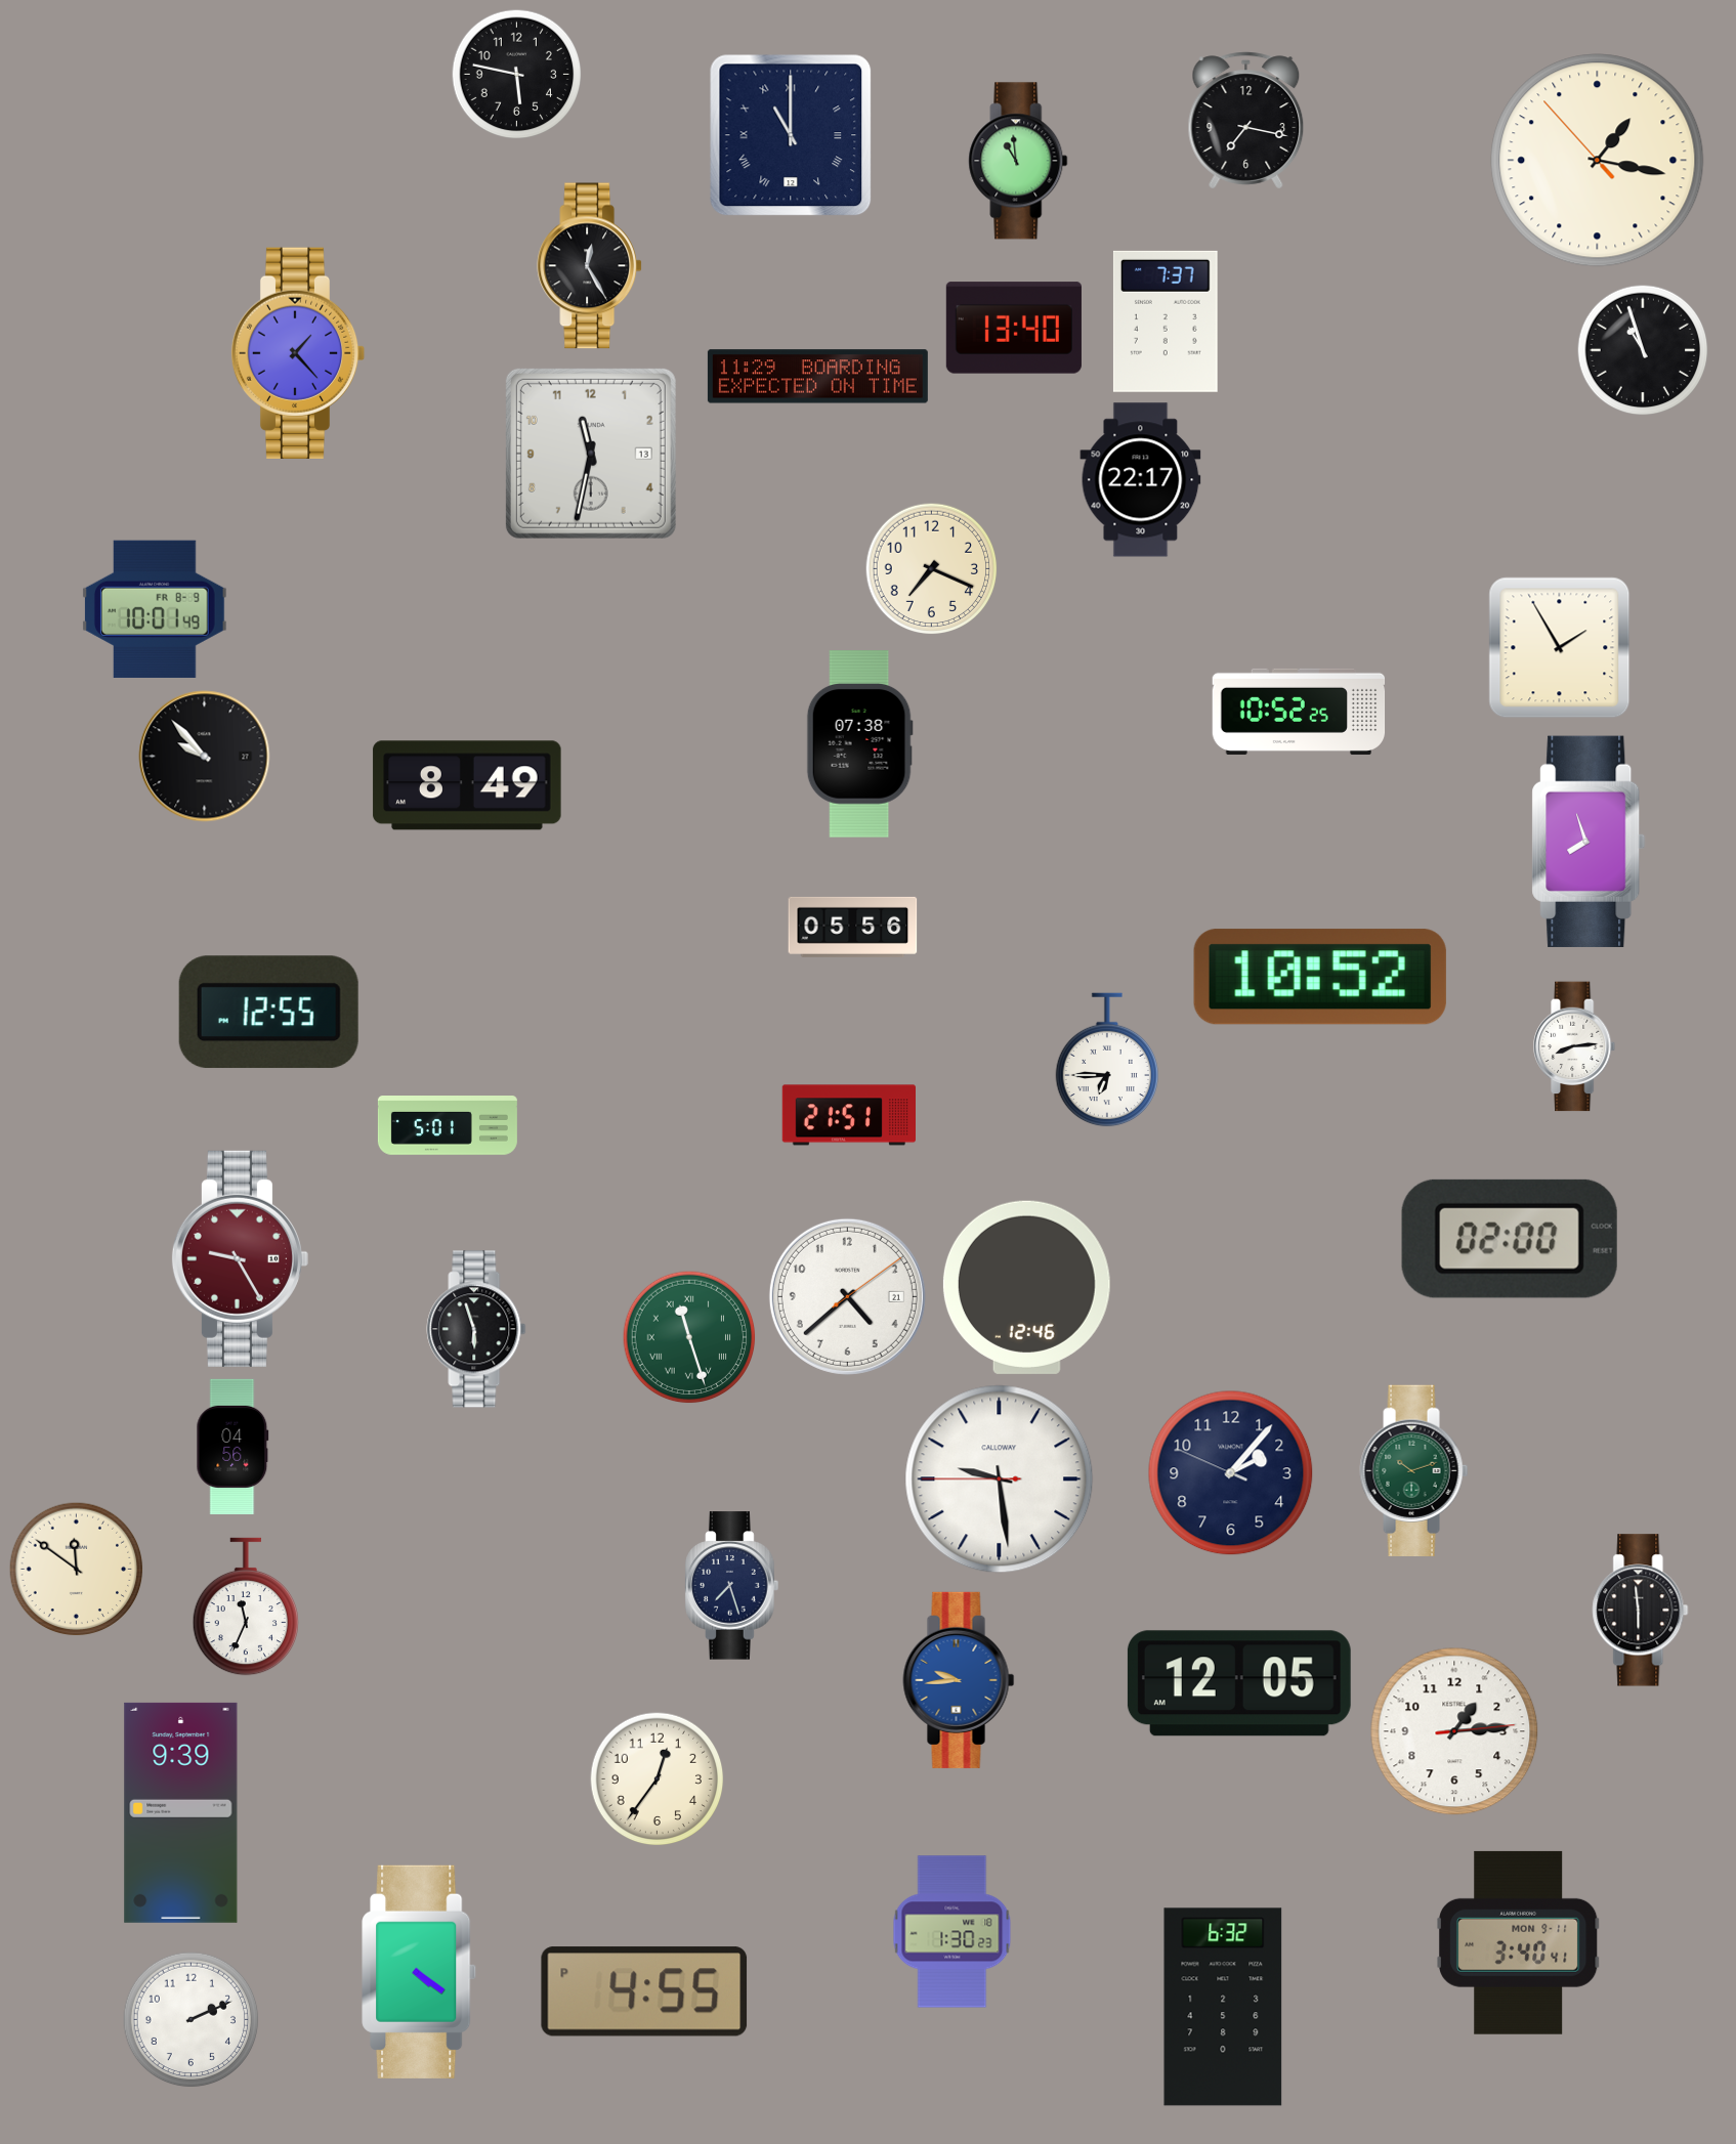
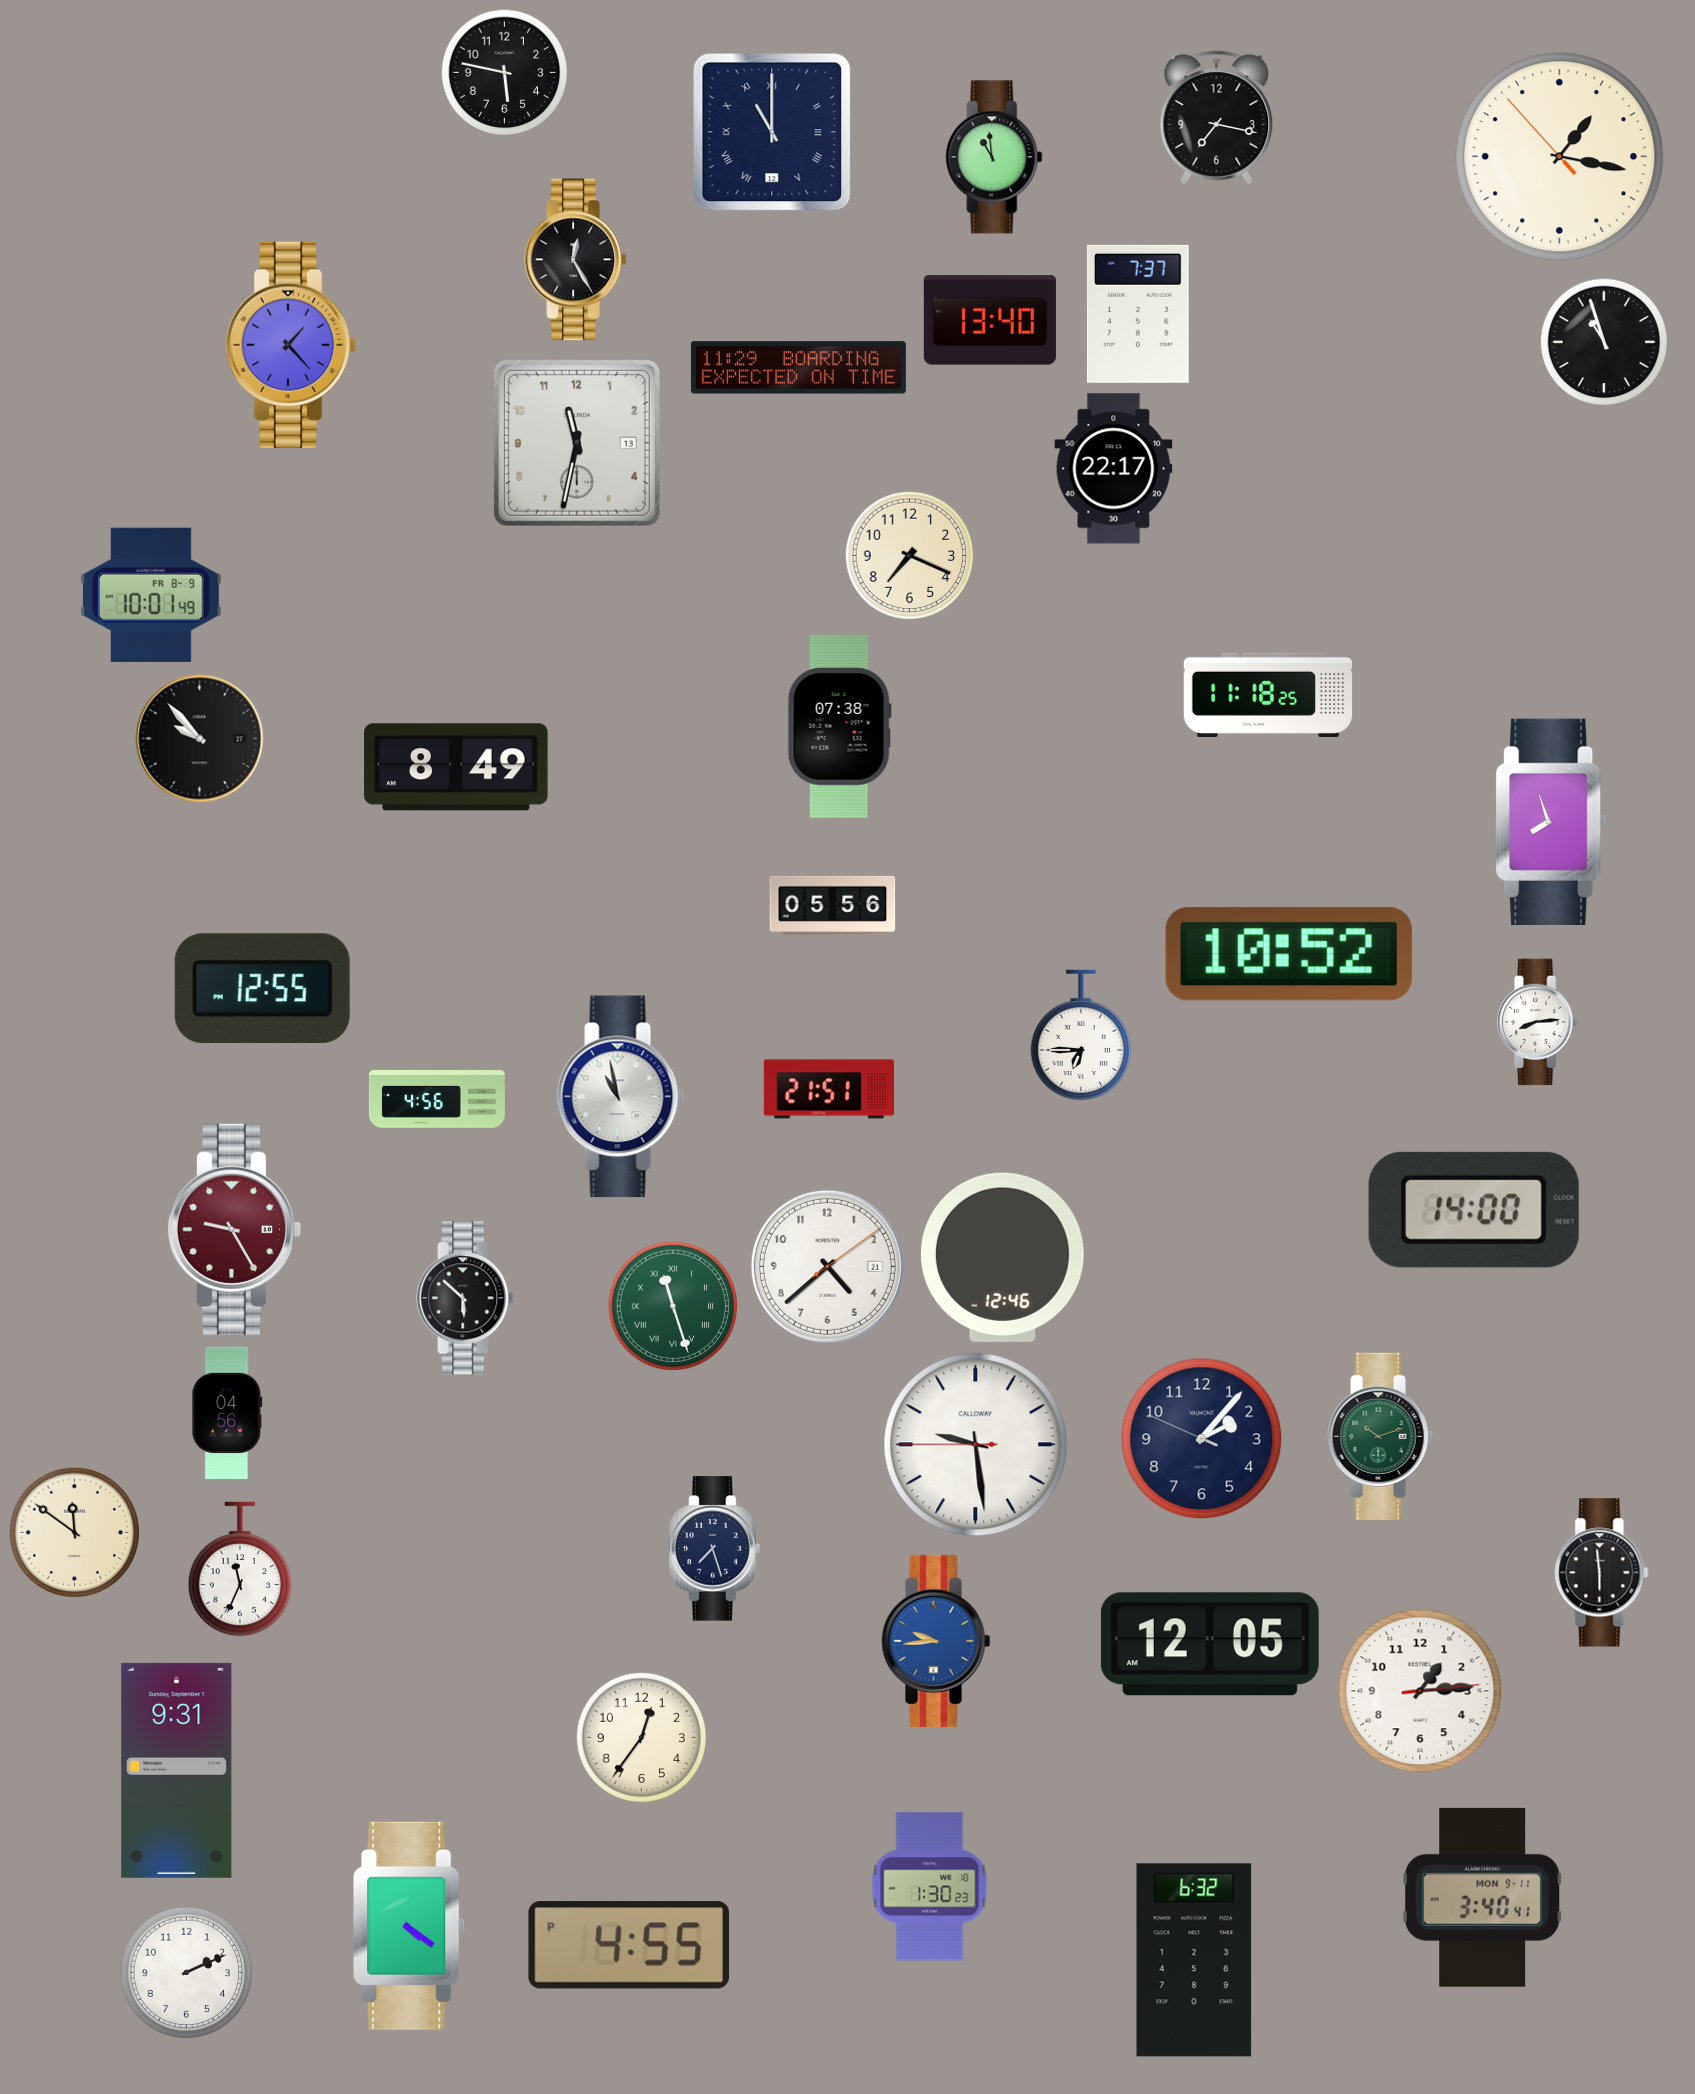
clock at (1560, 648): 1:55 -> none
clock at (1299, 712): 10:52 -> 11:18
clock at (621, 1097): none -> 10:58
clock at (448, 1126): 5:01 -> 4:56
clock at (1510, 1239): 02:00 -> 14:00
clock at (476, 1329): 5:57 -> 5:52
clock at (181, 1812): 9:39 -> 9:31
